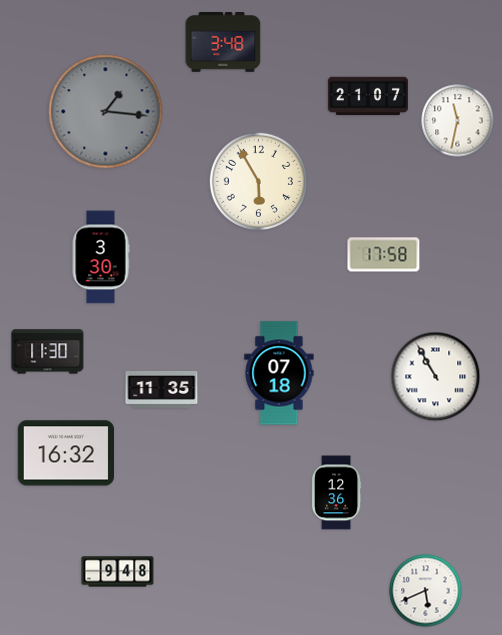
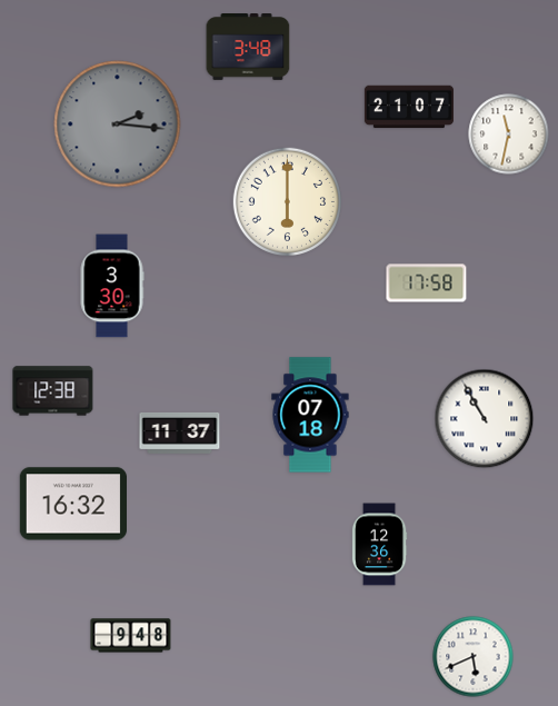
clock at (106, 112): 1:16 -> 2:16
clock at (258, 181): 5:55 -> 6:00
clock at (48, 352): 11:30 -> 12:38
clock at (162, 389): 11:35 -> 11:37
clock at (336, 493) position: (336, 493) -> (379, 545)
